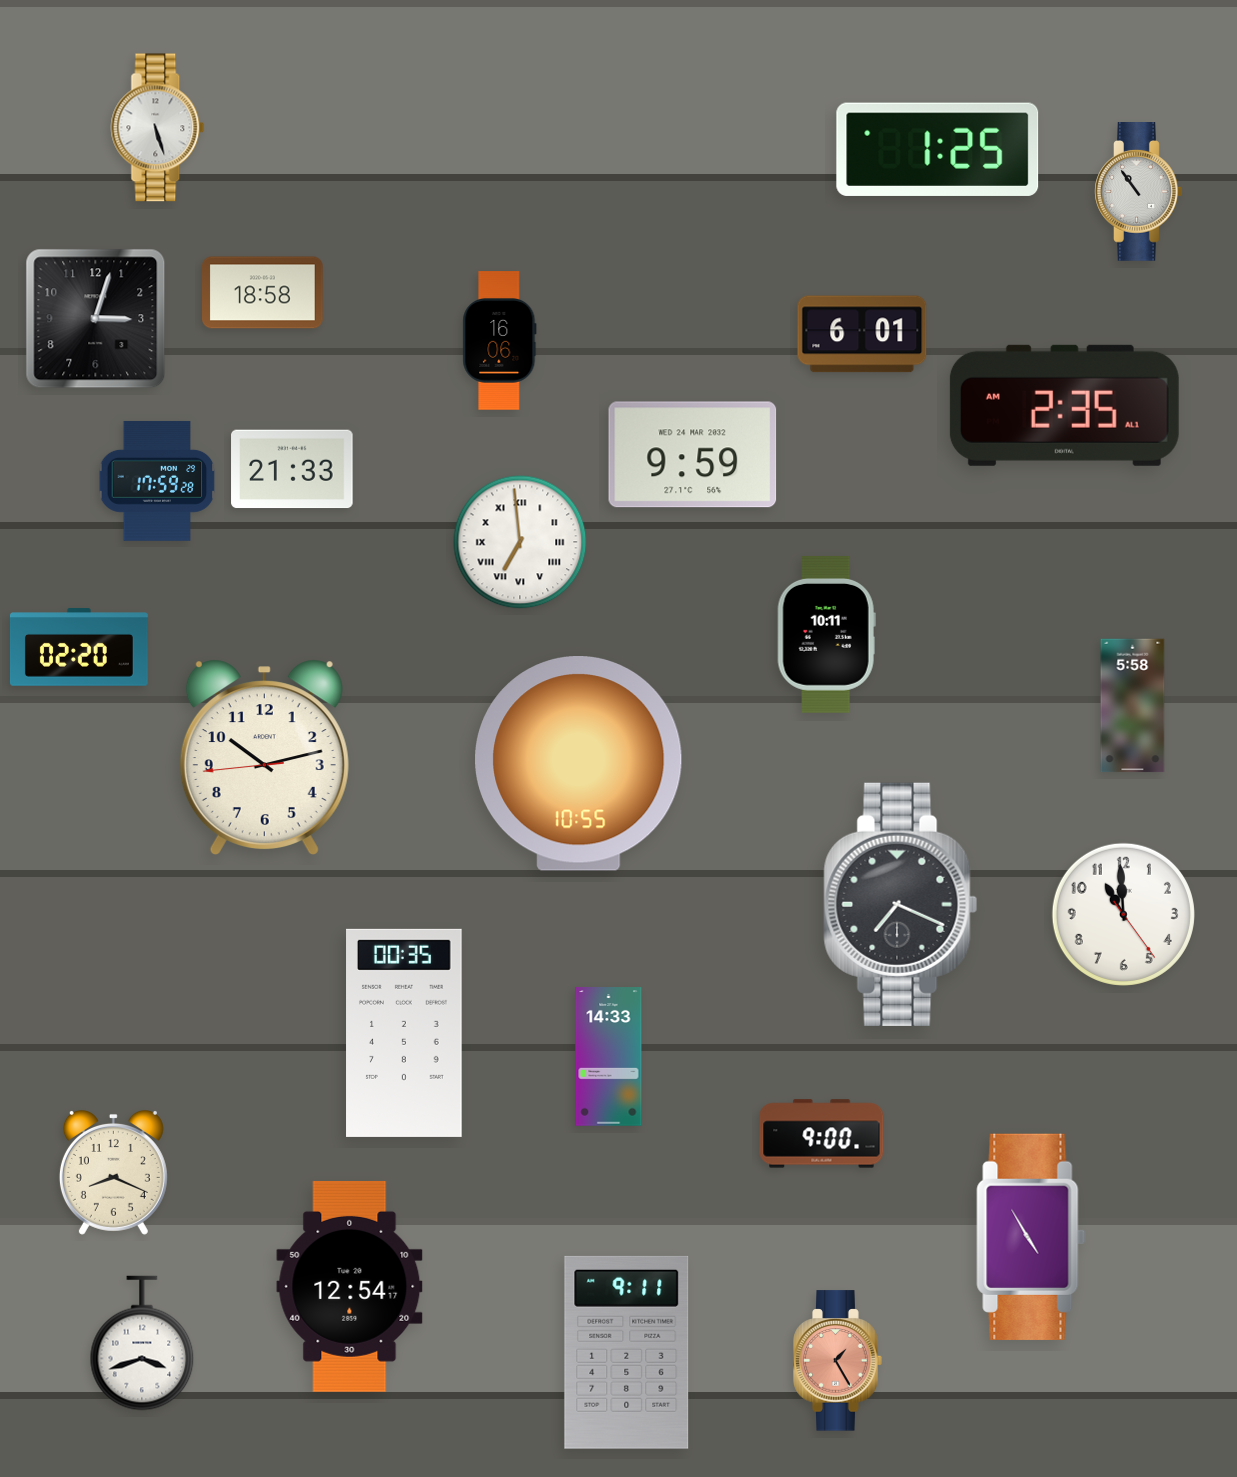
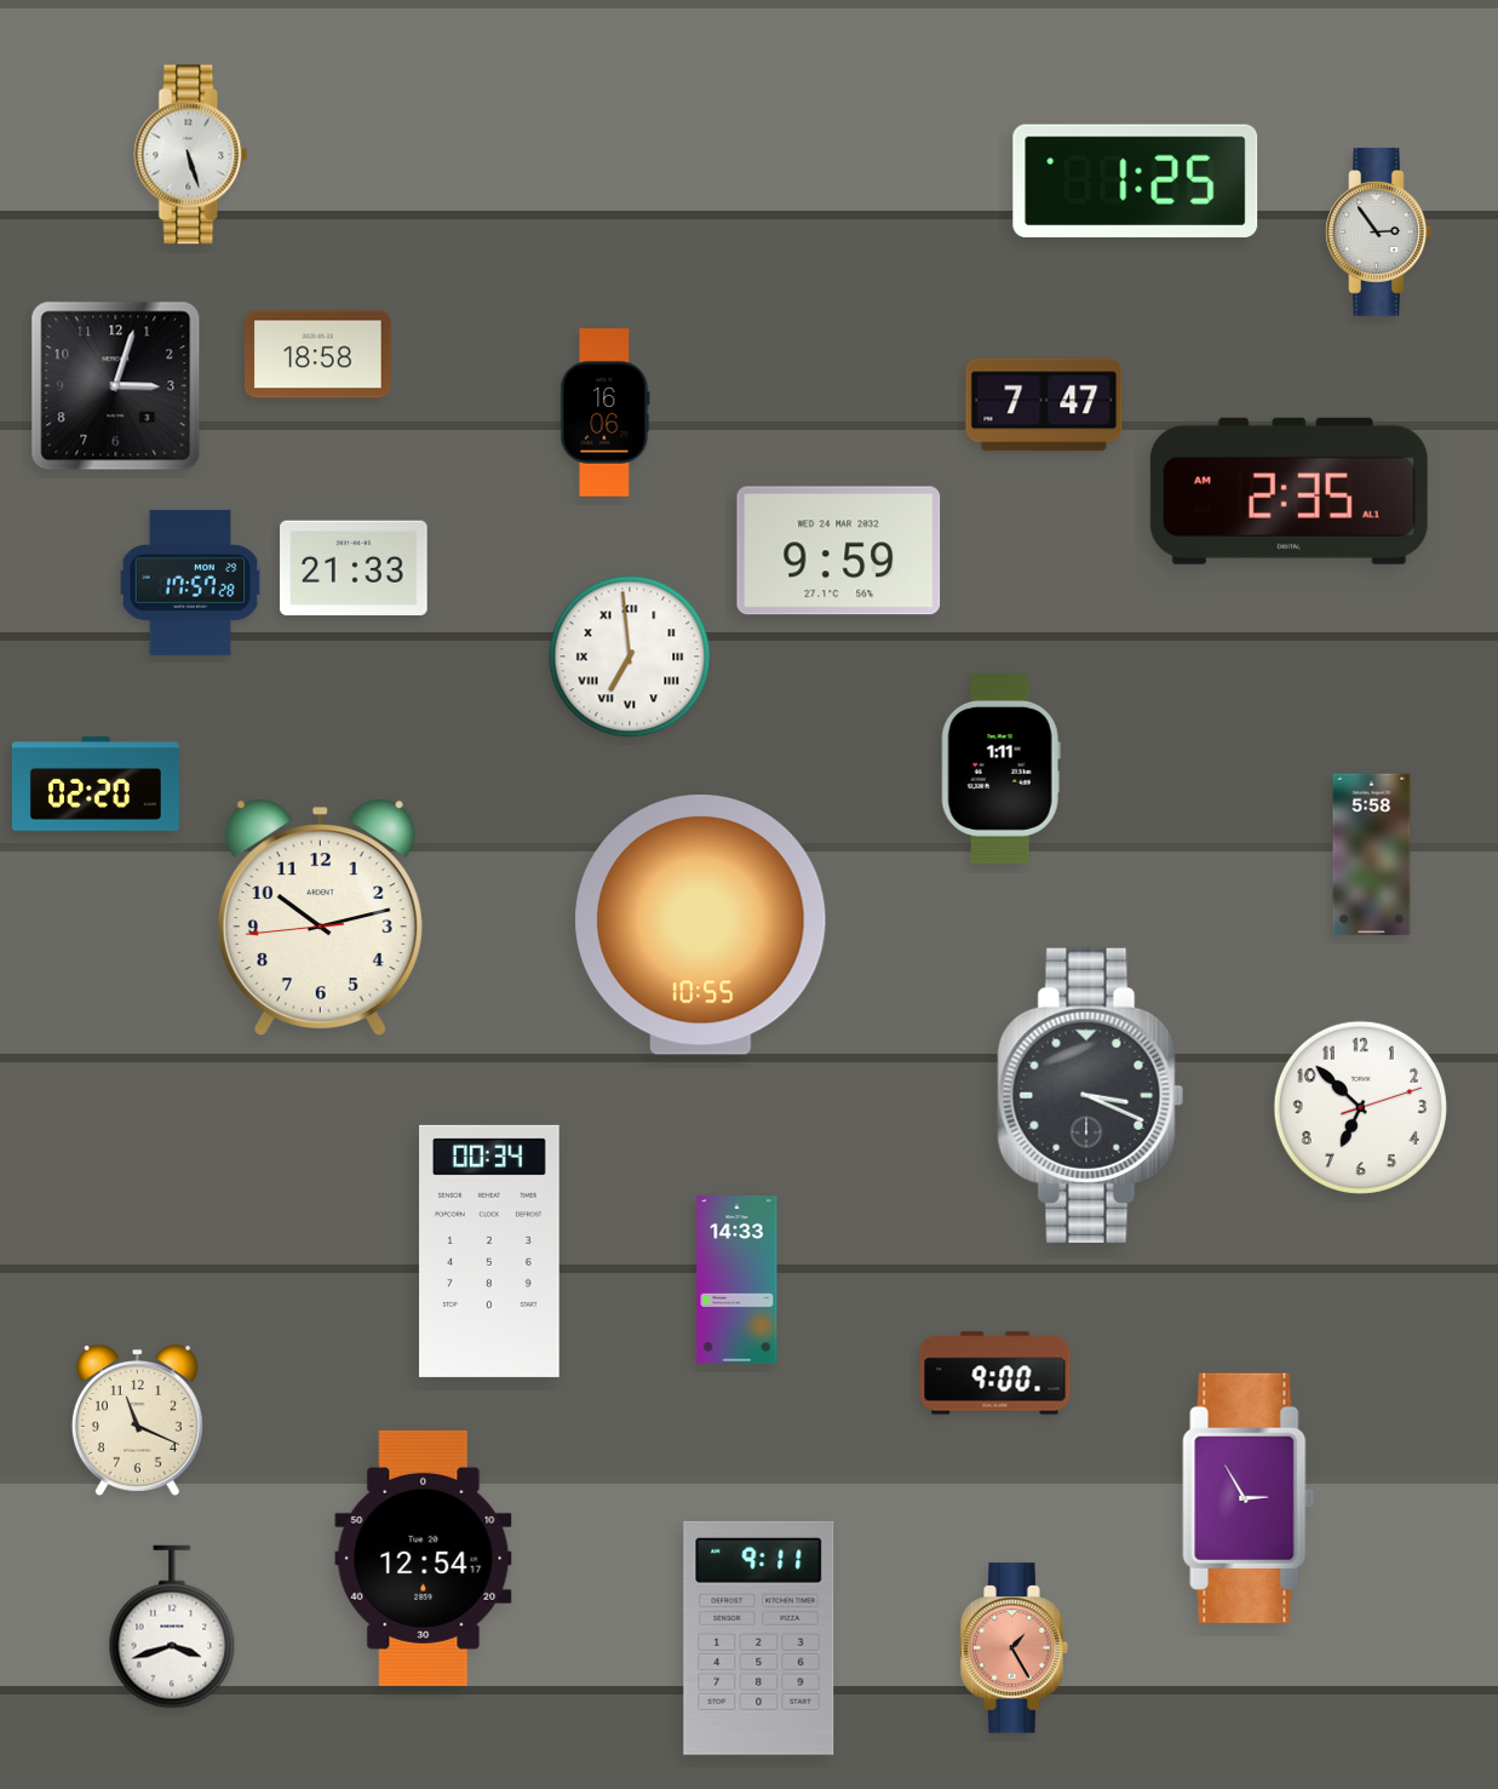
clock at (1139, 192): 10:54 -> 2:54
clock at (862, 334): 6:01 -> 7:47
clock at (157, 481): 17:59 -> 17:57
clock at (826, 634): 10:11 -> 1:11
clock at (901, 904): 7:19 -> 3:19
clock at (1123, 914): 10:59 -> 6:52
clock at (404, 1033): 00:35 -> 00:34
clock at (113, 1173): 8:19 -> 11:19
clock at (1031, 1237): 4:55 -> 2:55
